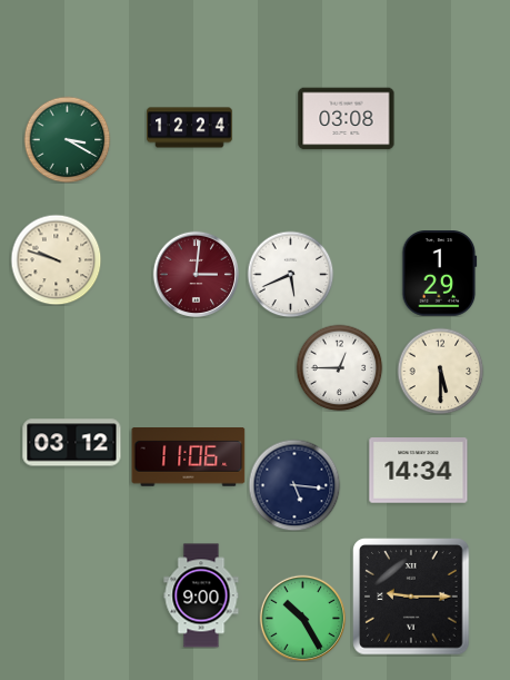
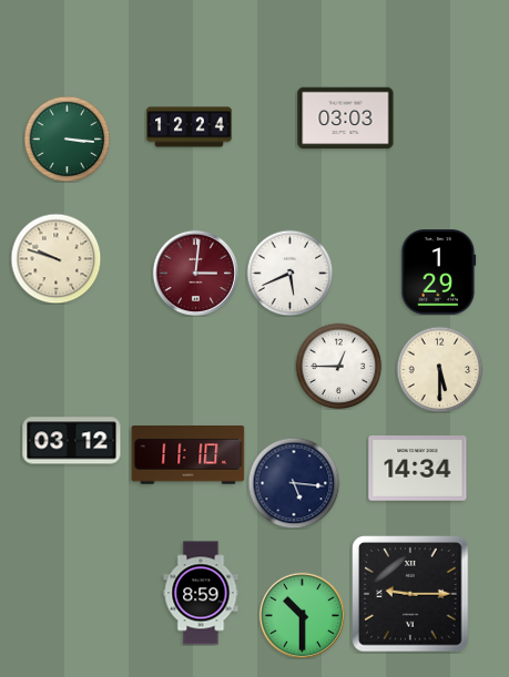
clock at (347, 119): 03:08 -> 03:03
clock at (67, 139): 3:20 -> 3:16
clock at (189, 457): 11:06 -> 11:10
clock at (201, 595): 9:00 -> 8:59
clock at (302, 618): 10:25 -> 10:30
